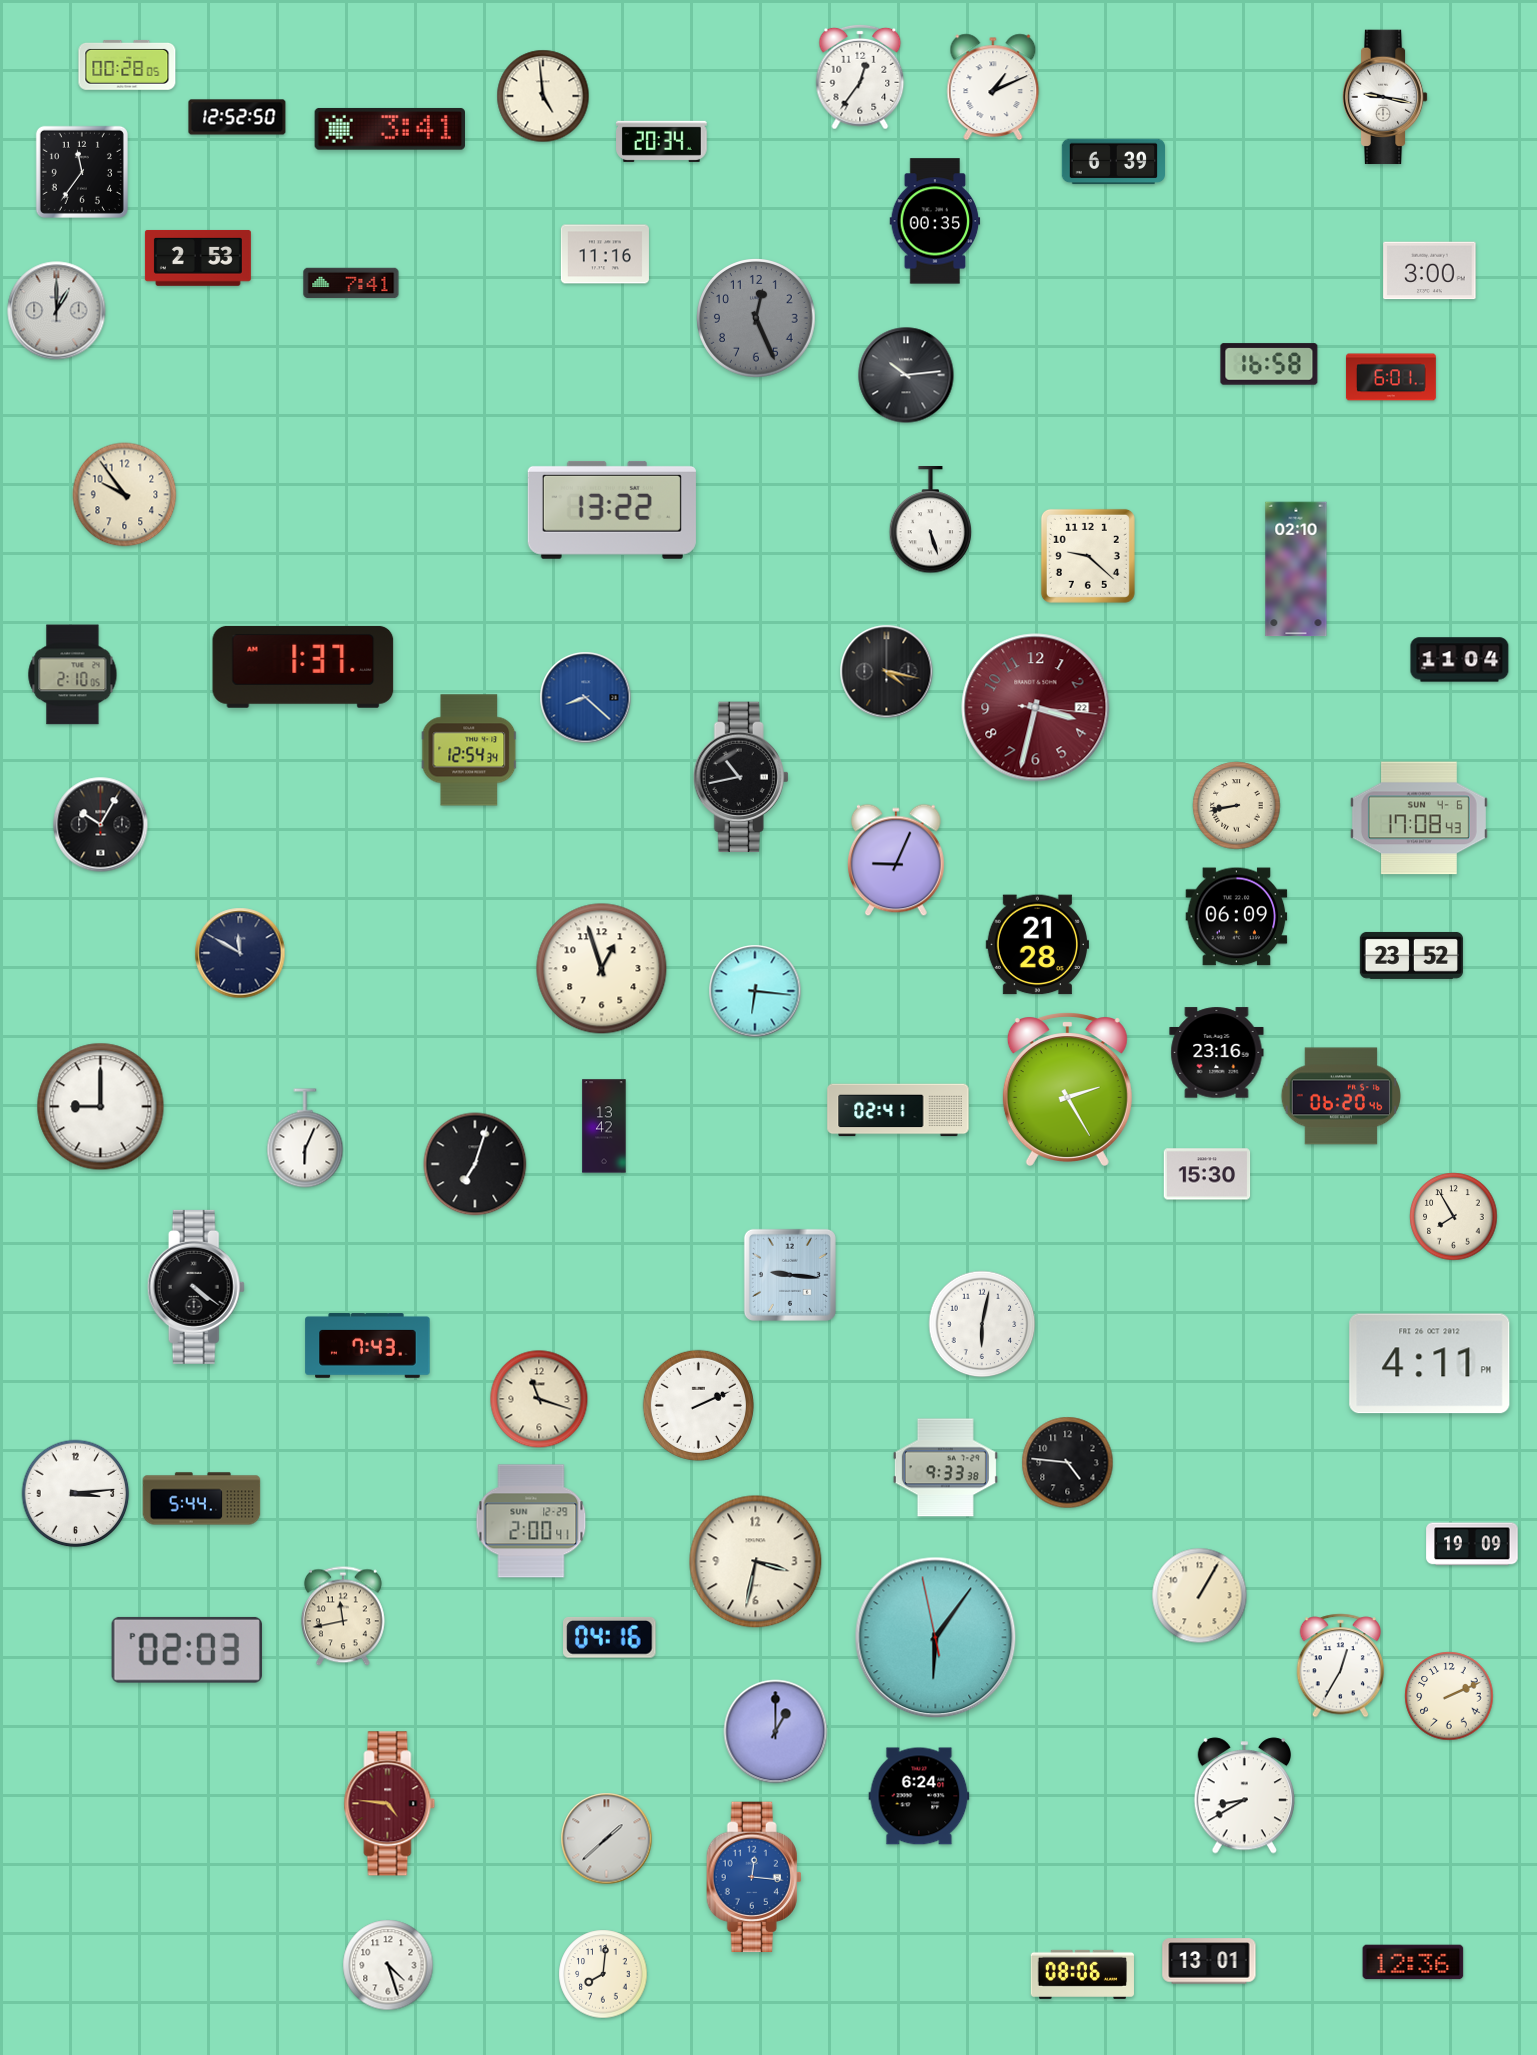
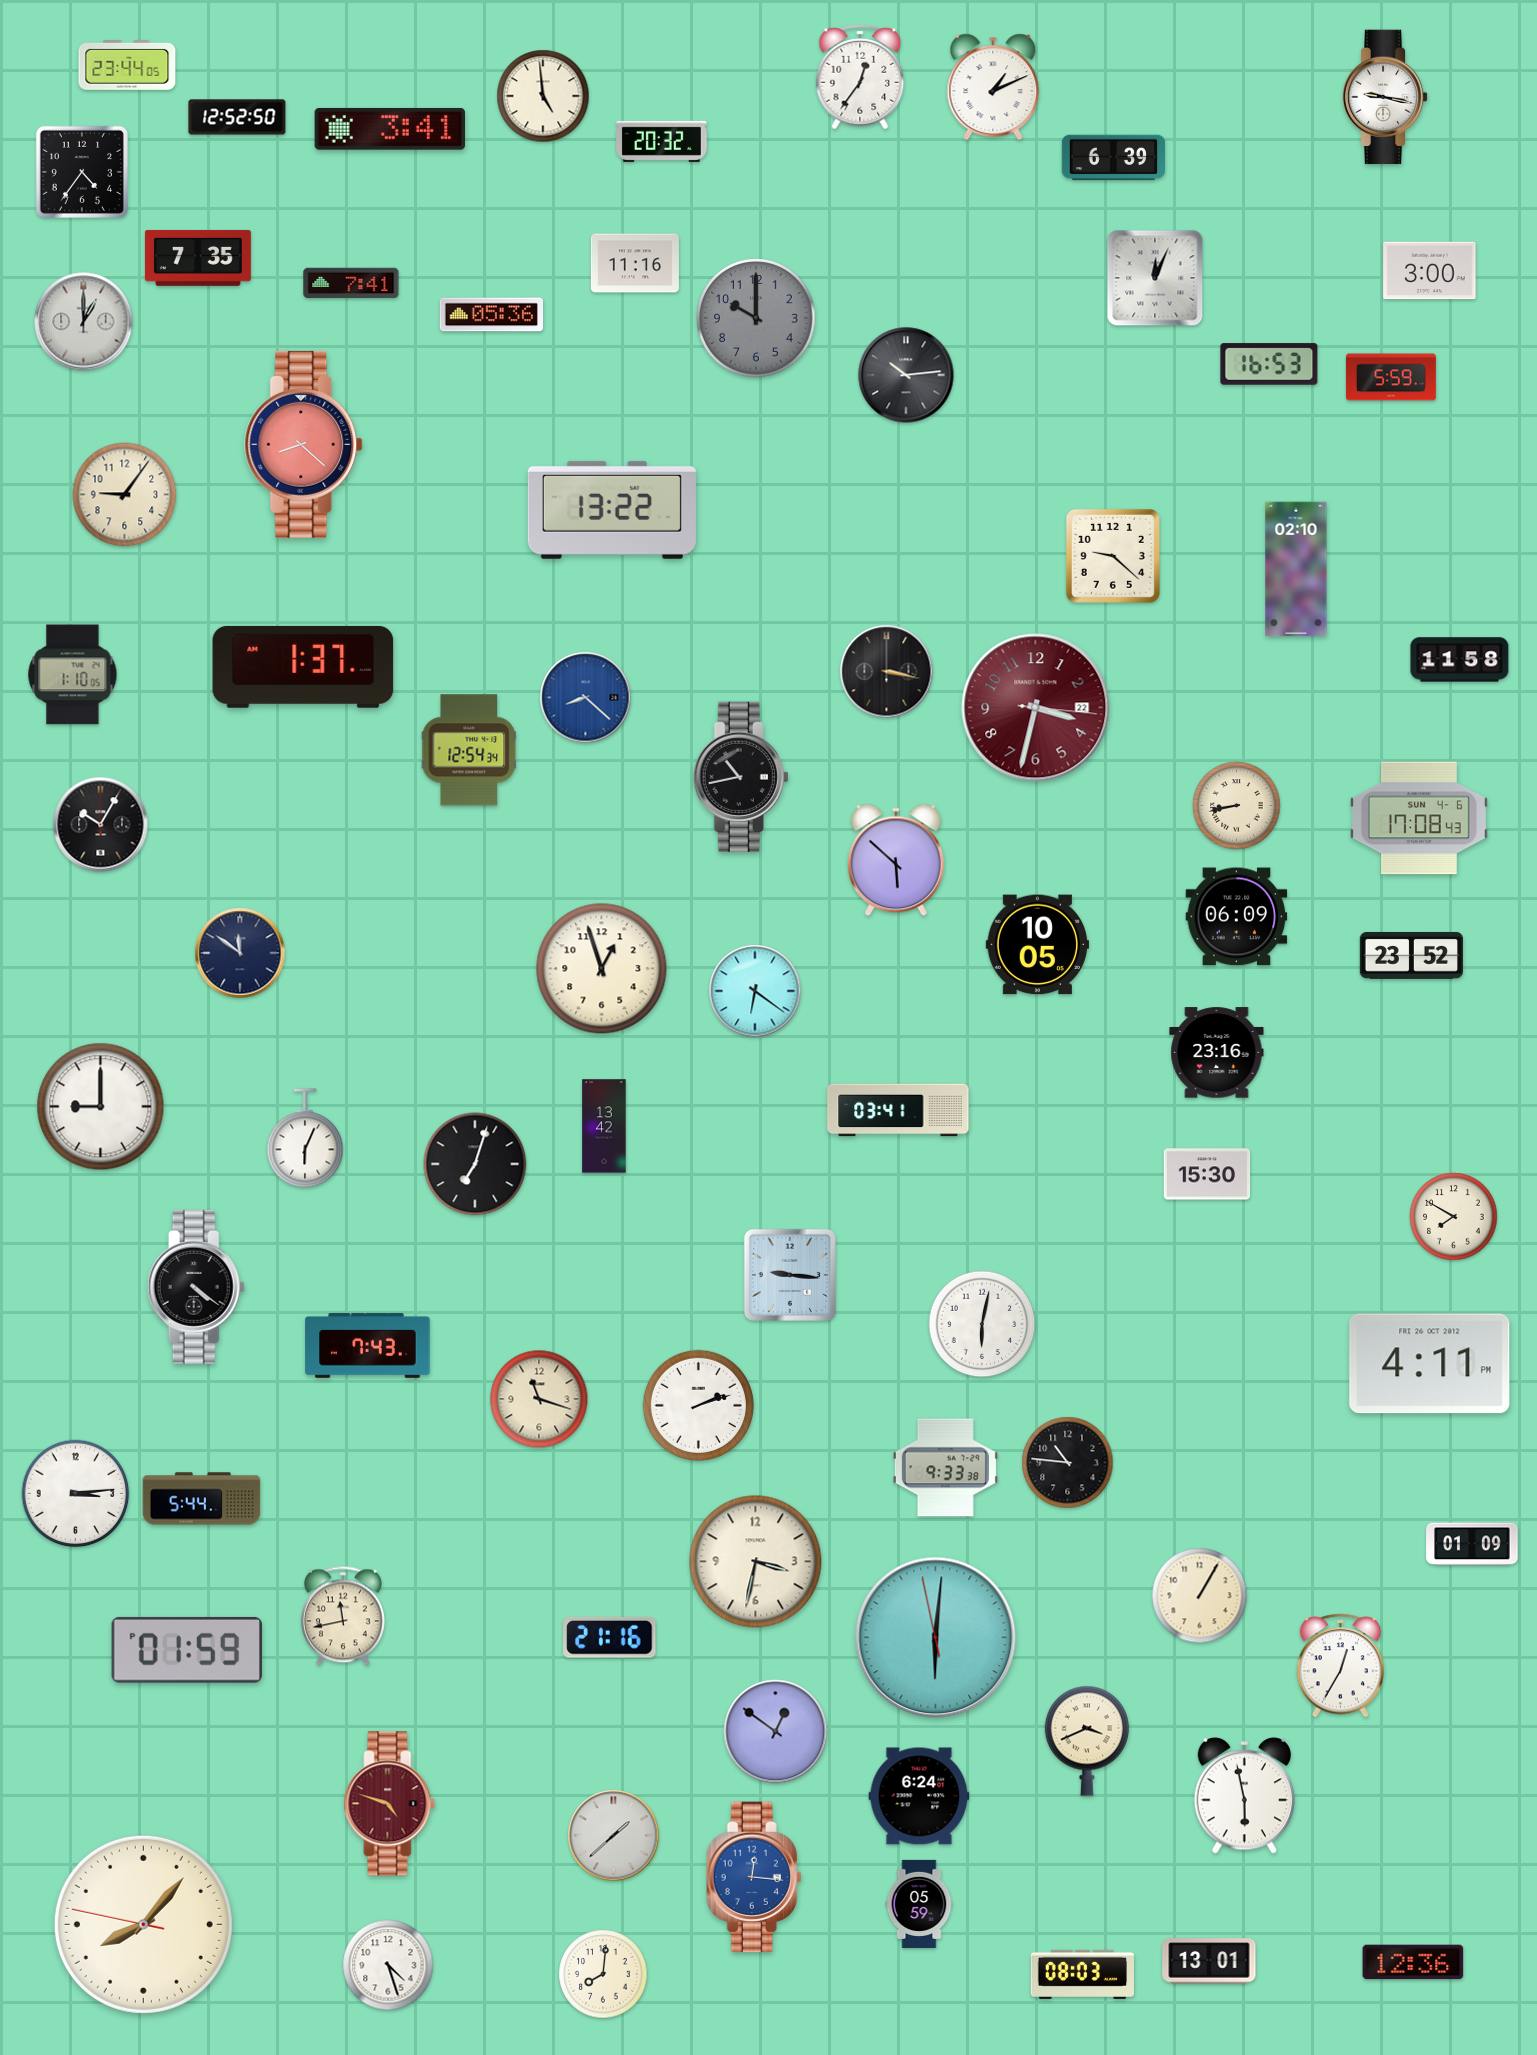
clock at (127, 65): 00:28 -> 23:44
clock at (662, 141): 20:34 -> 20:32
clock at (1113, 162) position: (1113, 162) -> (1113, 158)
clock at (82, 172): 11:36 -> 4:36
clock at (935, 221): 00:35 -> none
clock at (605, 254) position: (605, 254) -> (635, 263)
clock at (198, 258): 2:53 -> 7:35
clock at (1155, 278): none -> 12:04
clock at (57, 311) position: (57, 311) -> (84, 322)
clock at (491, 315): none -> 05:36
clock at (756, 318): 12:26 -> 10:00
clock at (1269, 364): 16:58 -> 16:53
clock at (1391, 377): 6:01 -> 5:59
clock at (304, 444): none -> 8:22
clock at (125, 495): 9:54 -> 9:06
clock at (931, 521): 5:27 -> none
clock at (1088, 556) position: (1088, 556) -> (1113, 556)
clock at (1460, 660): 11:04 -> 11:58
clock at (887, 672): 4:17 -> 3:17
clock at (73, 675): 2:10 -> 1:10
clock at (896, 860): 9:04 -> 5:52
clock at (1037, 945): 21:28 -> 10:05
clock at (240, 953): 11:50 -> 11:51
clock at (755, 991): 6:16 -> 6:21
clock at (1067, 1089): 2:25 -> none
clock at (1340, 1096): 06:20 -> none
clock at (898, 1110): 02:41 -> 03:41
clock at (1454, 1217): 7:55 -> 7:50
clock at (698, 1405): 2:11 -> 2:12
clock at (1068, 1463): 4:46 -> 10:46
clock at (531, 1521): 2:00 -> none
clock at (1472, 1544): 19:09 -> 01:09
clock at (610, 1638): 04:16 -> 21:16
clock at (936, 1638): 6:05 -> 6:00
clock at (187, 1650): 02:03 -> 01:59
clock at (1449, 1696): 2:11 -> none
clock at (776, 1732): 1:00 -> 12:51
clock at (1087, 1741): none -> 3:41
clock at (1244, 1796): 8:40 -> 5:58
clock at (390, 1804): 4:46 -> 4:48
clock at (607, 1839) position: (607, 1839) -> (614, 1836)
clock at (919, 1904): none -> 05:59
clock at (143, 1924): none -> 8:06
clock at (1082, 1974): 08:06 -> 08:03
